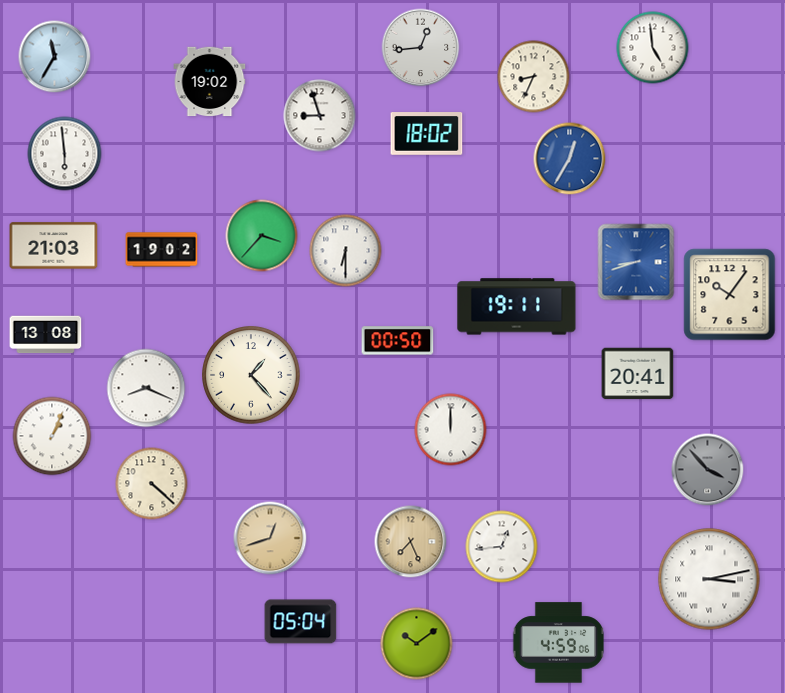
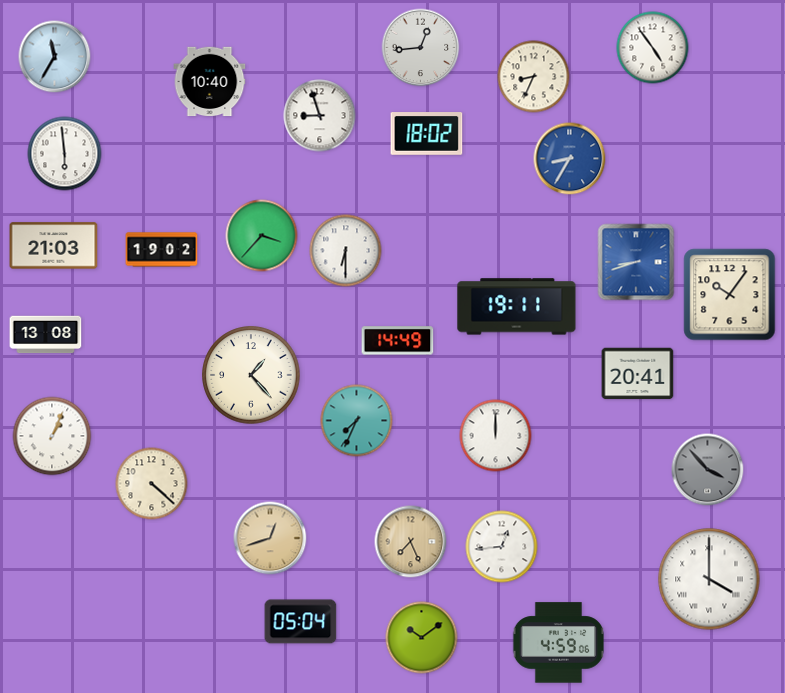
clock at (653, 48): 4:59 -> 4:54
clock at (210, 82): 19:02 -> 10:40
clock at (570, 159): 12:35 -> 8:35
clock at (398, 341): 00:50 -> 14:49
clock at (146, 388): 8:19 -> none
clock at (357, 421): none -> 7:34
clock at (451, 430) position: (451, 430) -> (496, 436)
clock at (709, 579): 3:13 -> 4:00
clock at (417, 644) position: (417, 644) -> (422, 638)
